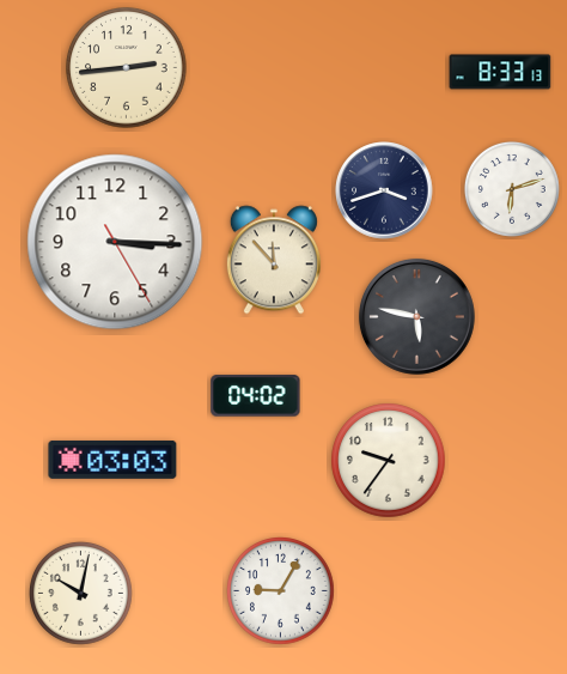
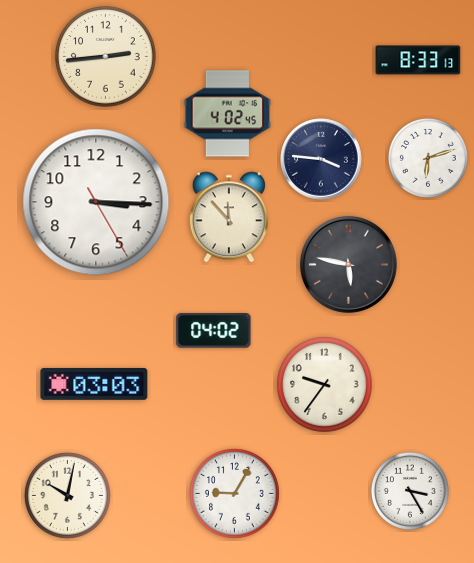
clock at (228, 114): none -> 4:02
clock at (384, 190): 3:42 -> 3:46
clock at (410, 491): none -> 3:25
